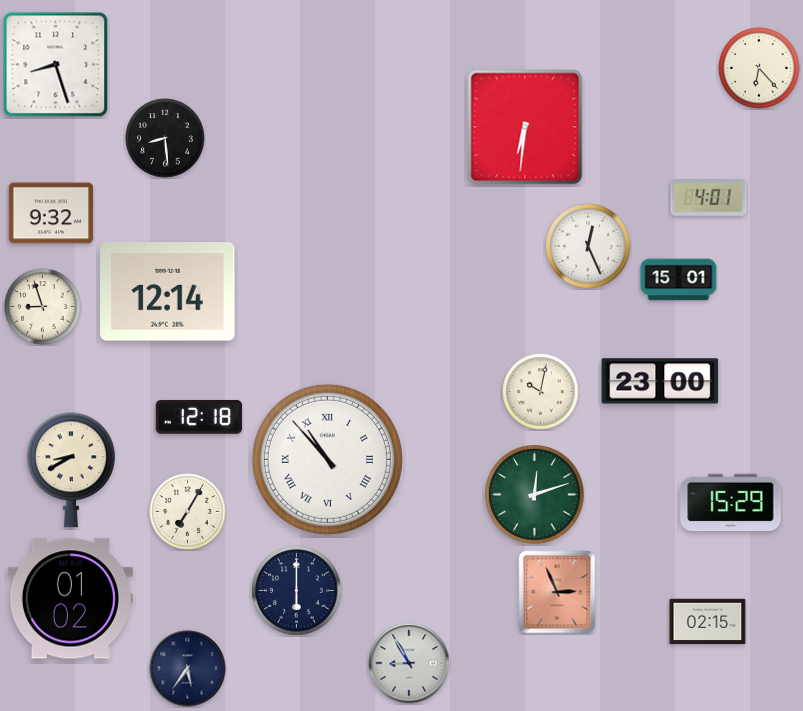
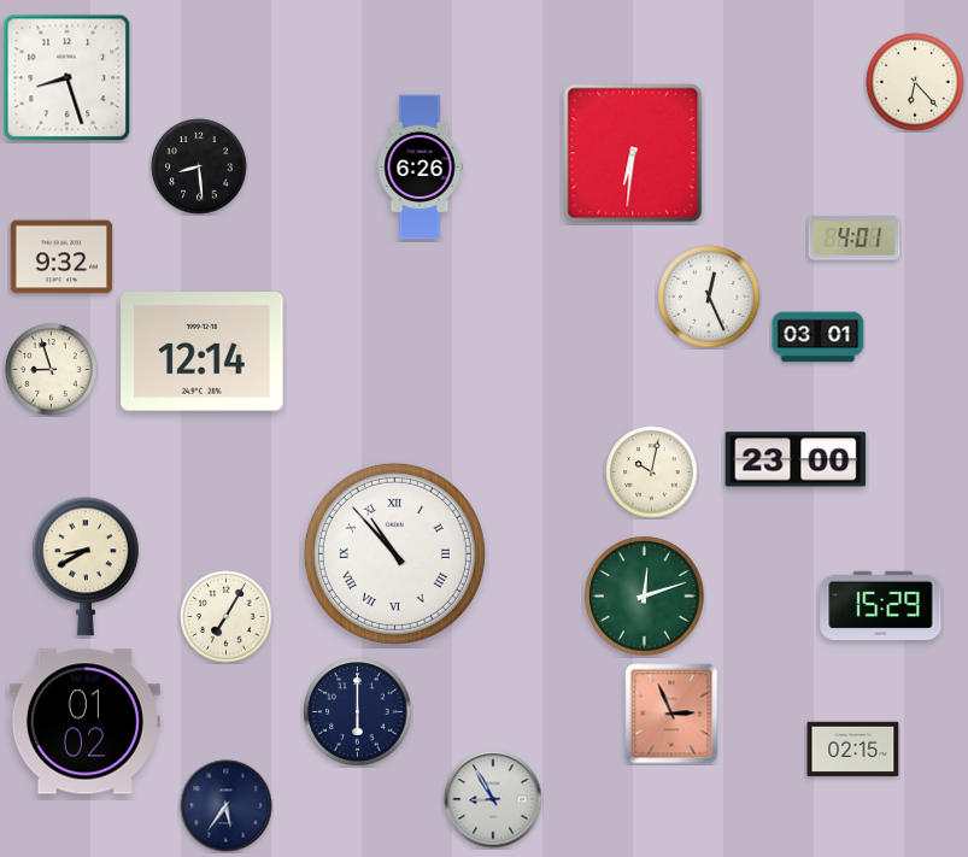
clock at (420, 168): none -> 6:26
clock at (679, 280): 15:01 -> 03:01
clock at (199, 417): 12:18 -> none
